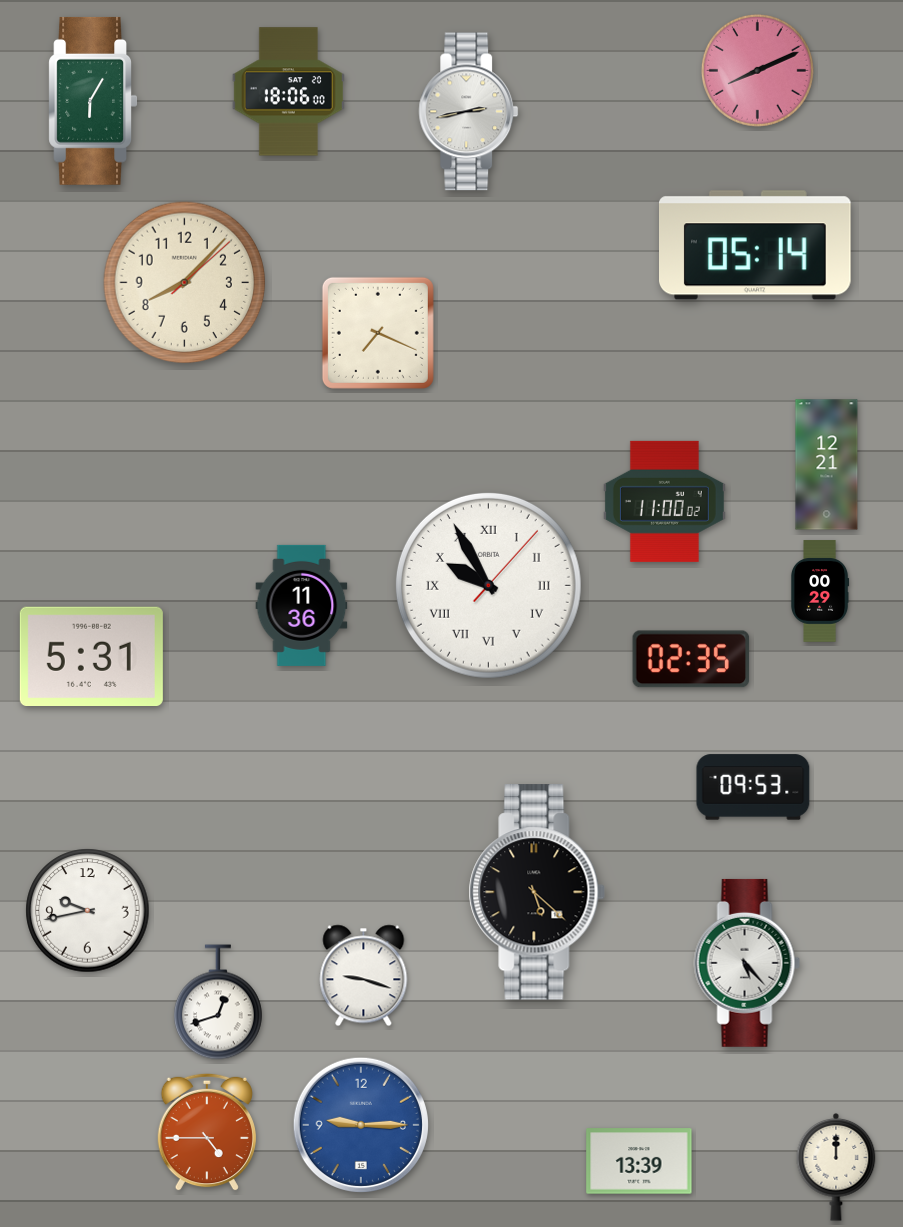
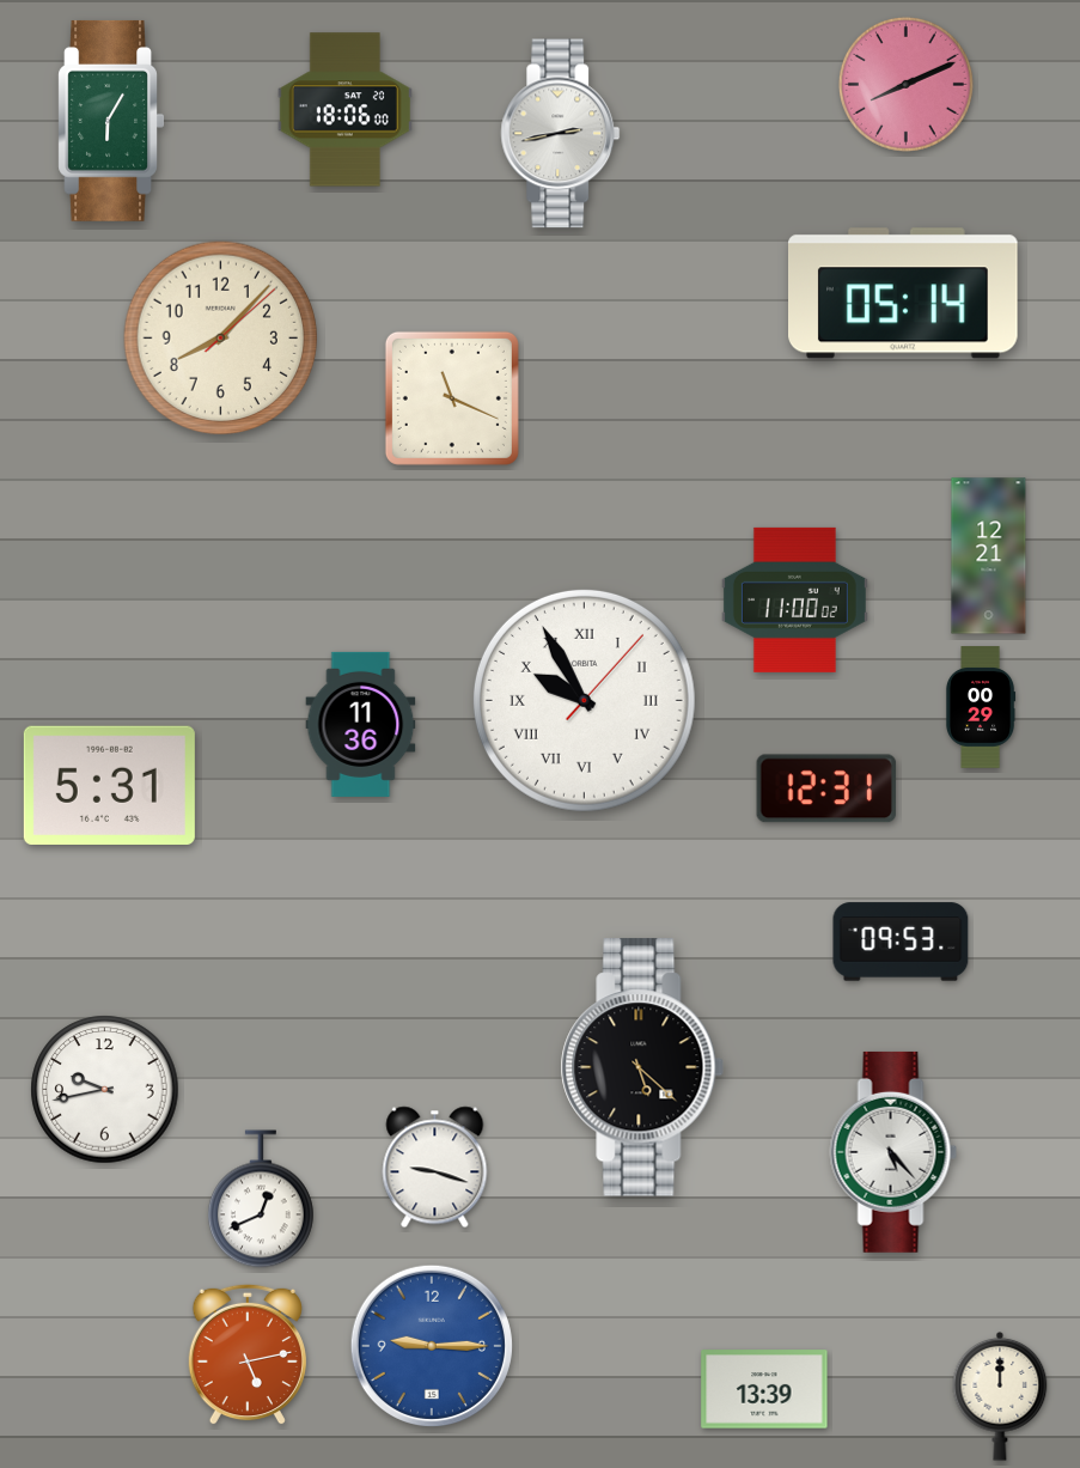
clock at (378, 333): 7:19 -> 11:19
clock at (691, 659): 02:35 -> 12:31
clock at (218, 1002): 12:42 -> 12:41
clock at (207, 1132): 4:45 -> 5:13
